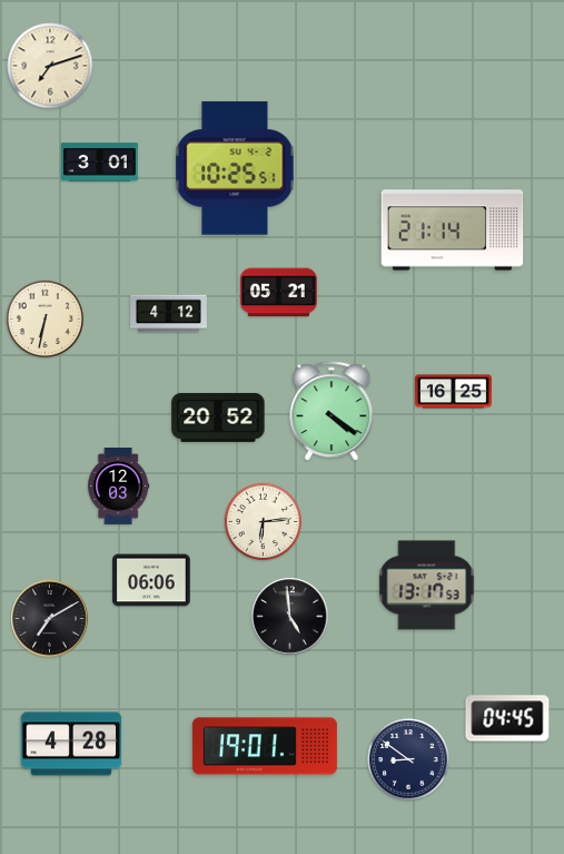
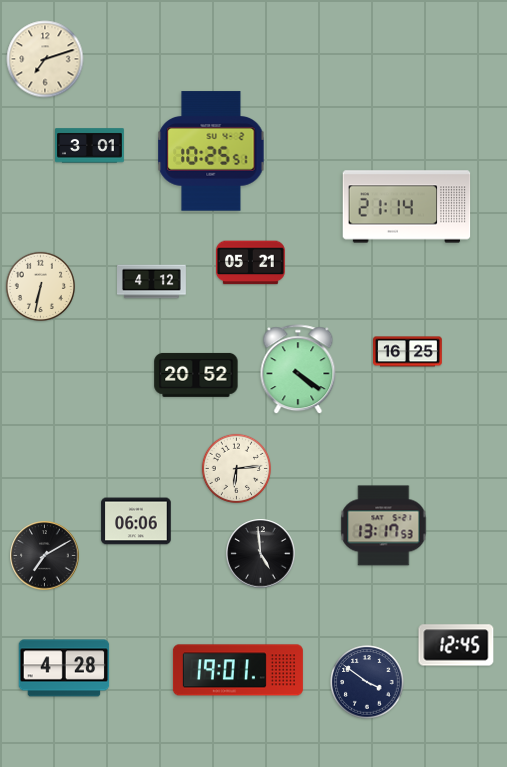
clock at (119, 487): 12:03 -> none
clock at (507, 718): 04:45 -> 12:45
clock at (408, 759): 8:51 -> 3:51
